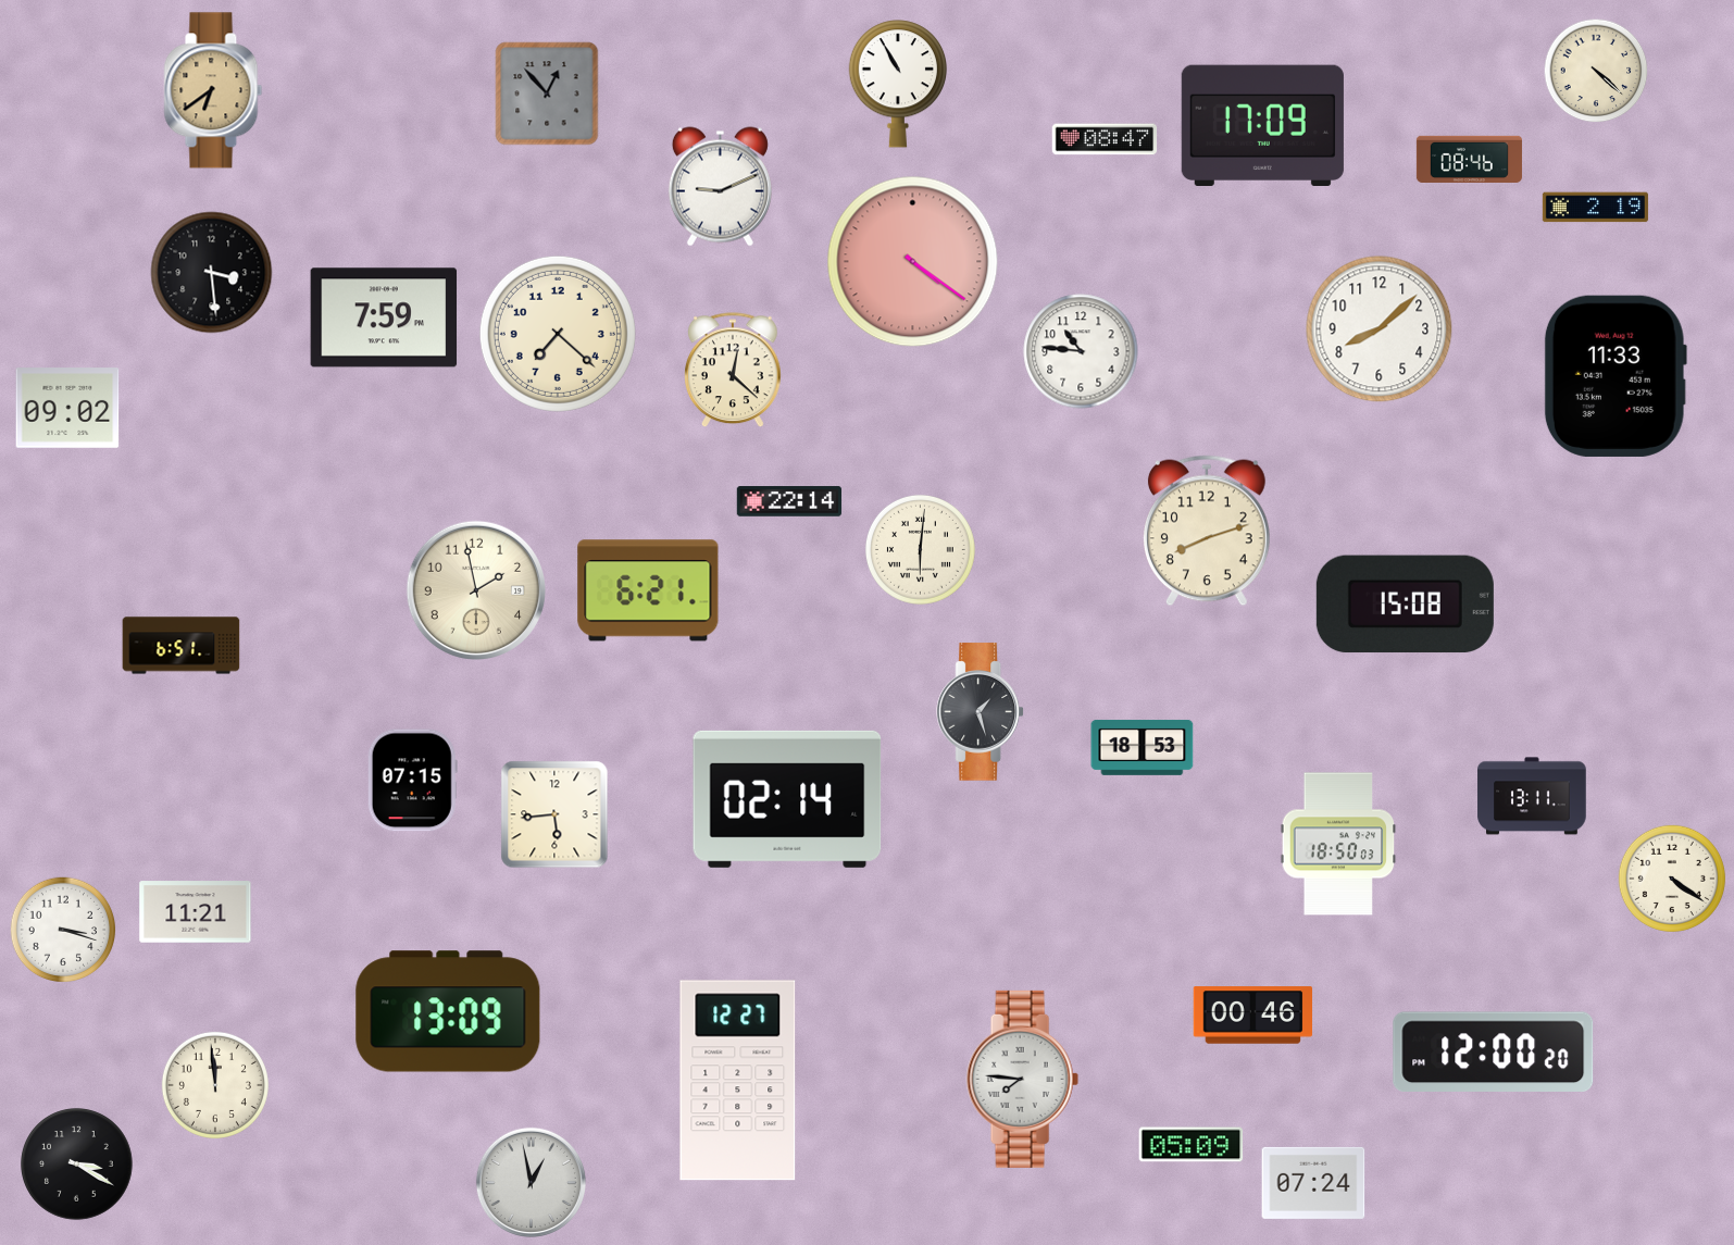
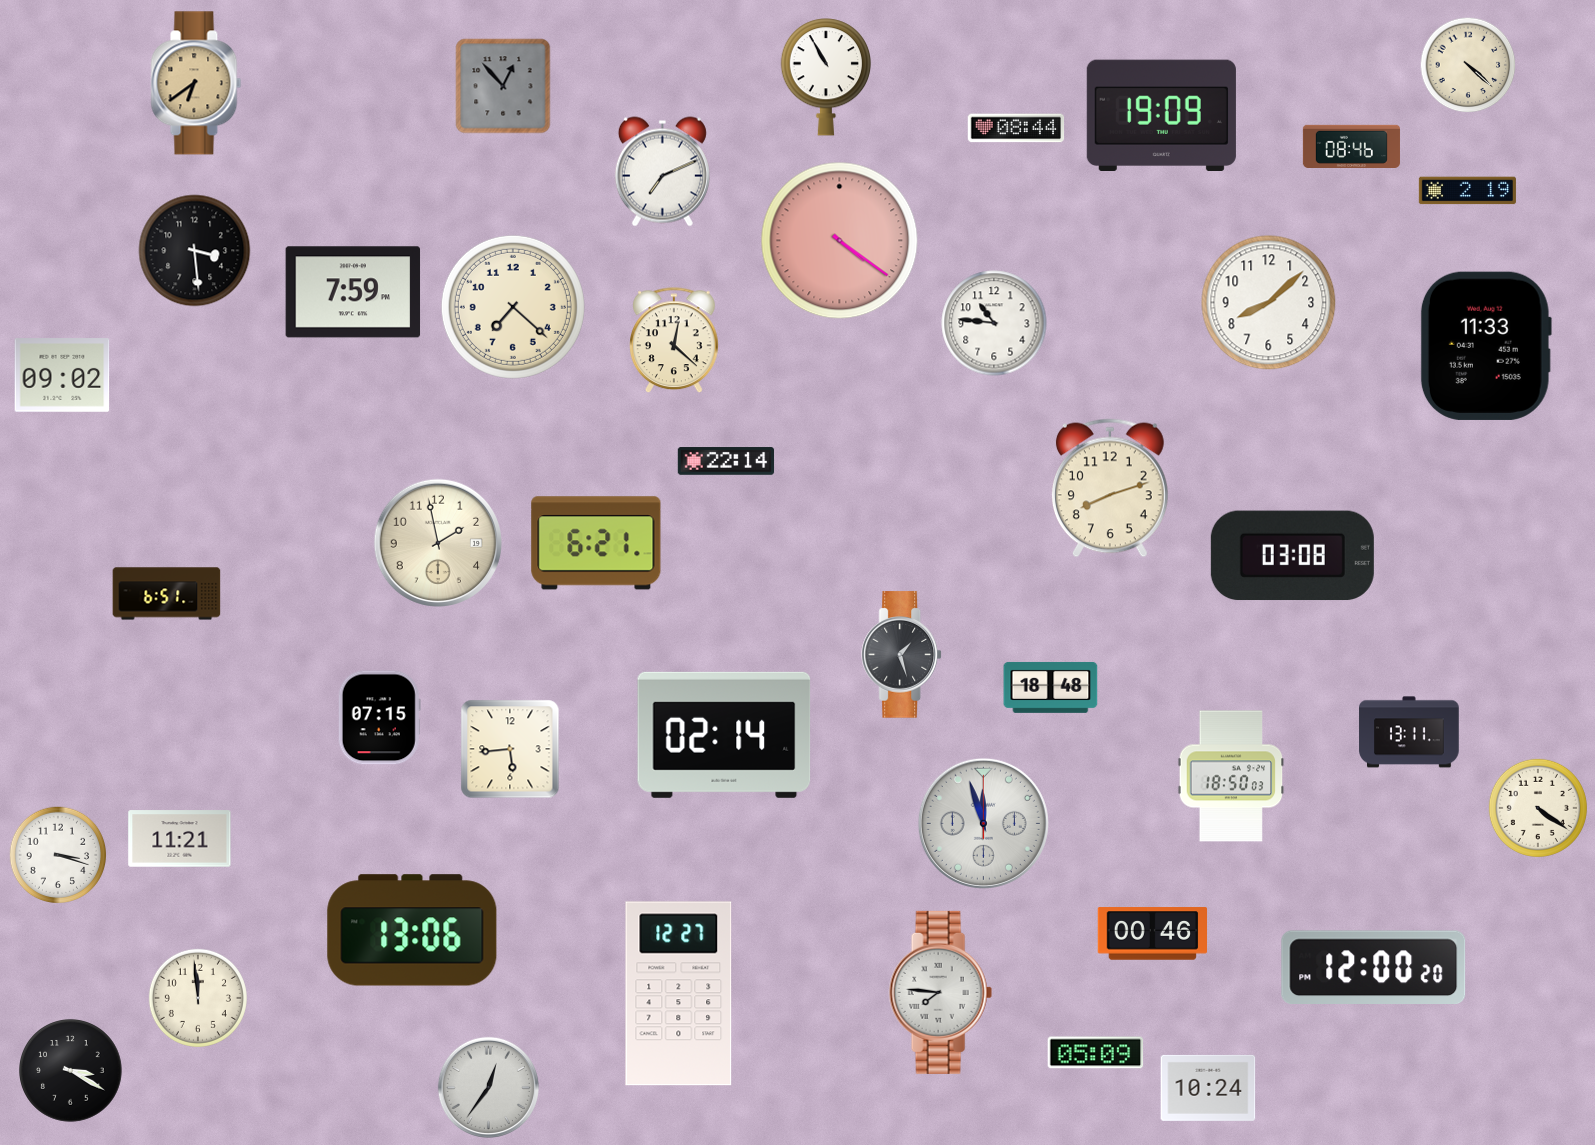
clock at (1262, 125): 17:09 -> 19:09
clock at (1105, 139): 08:47 -> 08:44
clock at (720, 187): 9:11 -> 7:11
clock at (920, 549): 6:01 -> none
clock at (1405, 605): 15:08 -> 03:08
clock at (1143, 747): 18:53 -> 18:48
clock at (983, 823): none -> 11:57
clock at (448, 1011): 13:09 -> 13:06
clock at (531, 1182): 12:58 -> 12:36
clock at (1313, 1183): 07:24 -> 10:24
